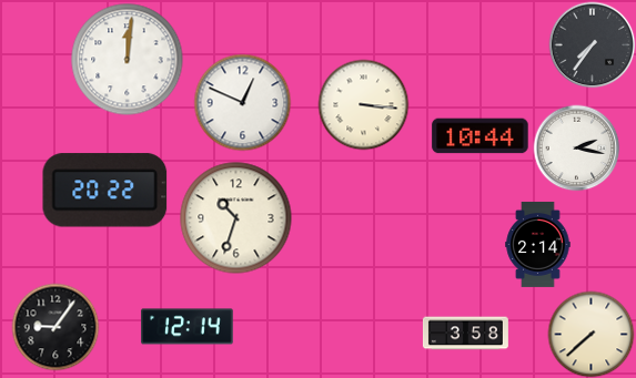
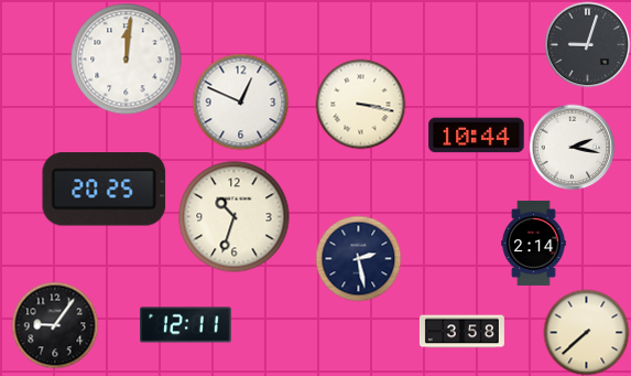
clock at (592, 44): 7:36 -> 9:03
clock at (363, 104): 3:16 -> 3:17
clock at (105, 191): 20:22 -> 20:25
clock at (358, 258): none -> 2:28
clock at (188, 327): 12:14 -> 12:11
